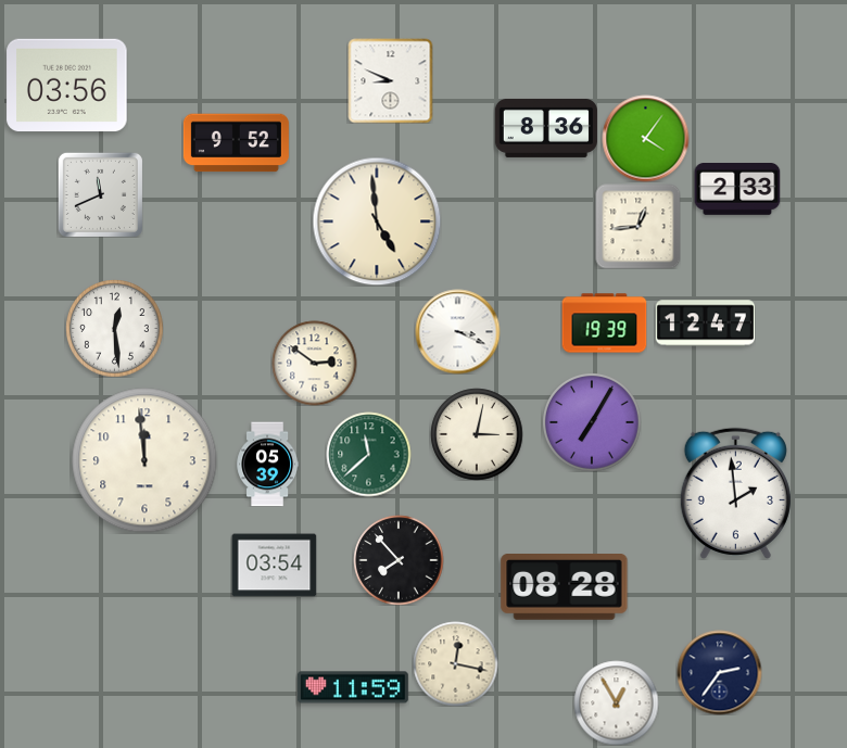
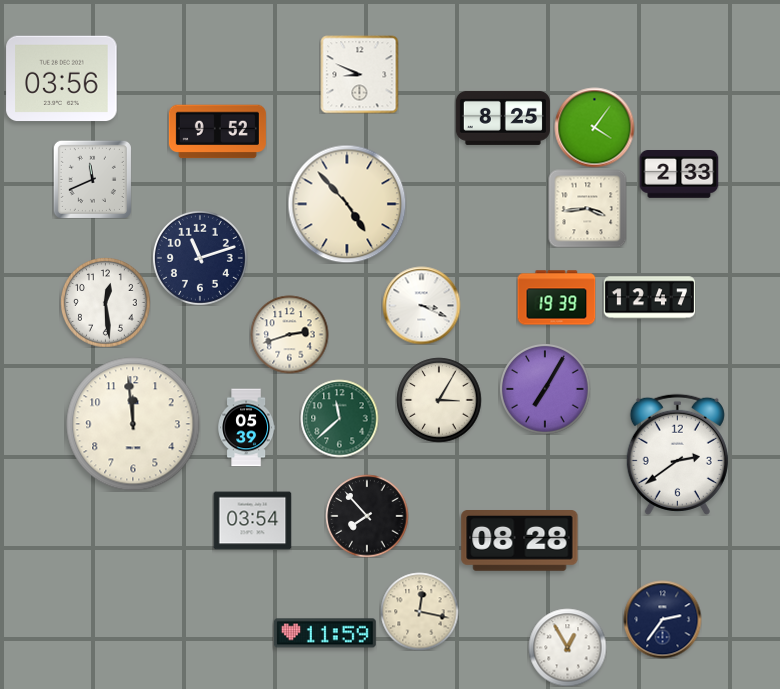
clock at (546, 128): 8:36 -> 8:25
clock at (377, 221): 4:59 -> 4:53
clock at (637, 226): 12:44 -> 3:44
clock at (200, 258): none -> 11:12
clock at (314, 363): 2:51 -> 2:42
clock at (477, 434): 3:02 -> 3:05
clock at (735, 493): 1:59 -> 2:39
